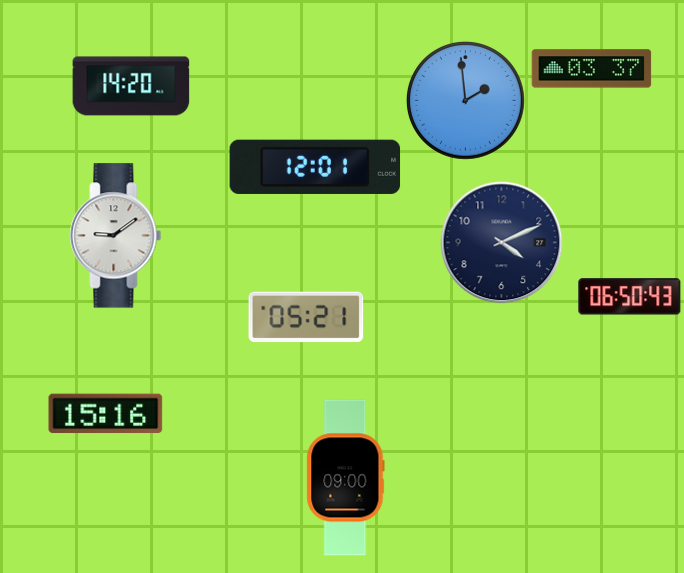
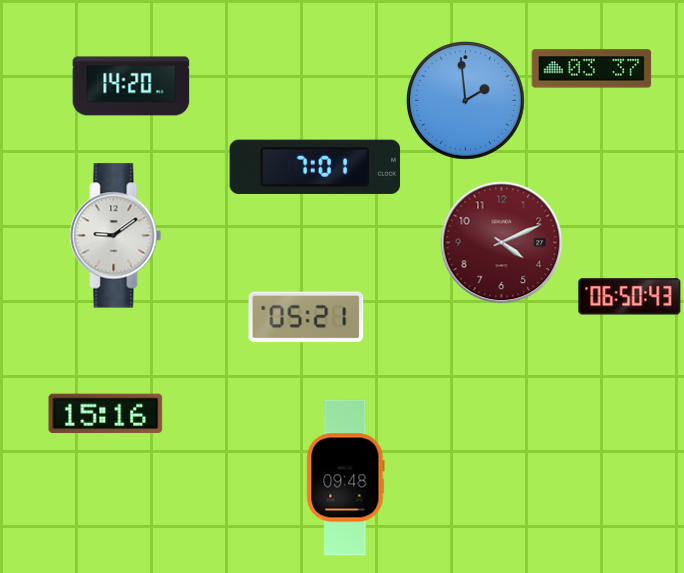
clock at (315, 167): 12:01 -> 7:01
clock at (502, 243) dial: navy -> burgundy
clock at (346, 478): 09:00 -> 09:48
